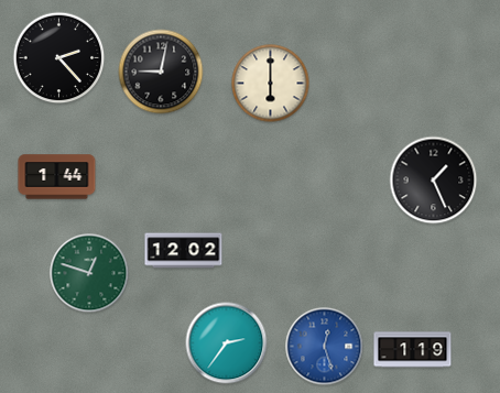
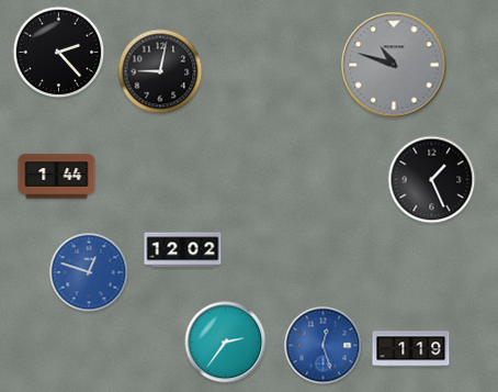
clock at (59, 58) position: (59, 58) -> (59, 53)
clock at (394, 65): none -> 10:48
clock at (271, 84): 6:00 -> none
clock at (89, 273) dial: green -> blue
